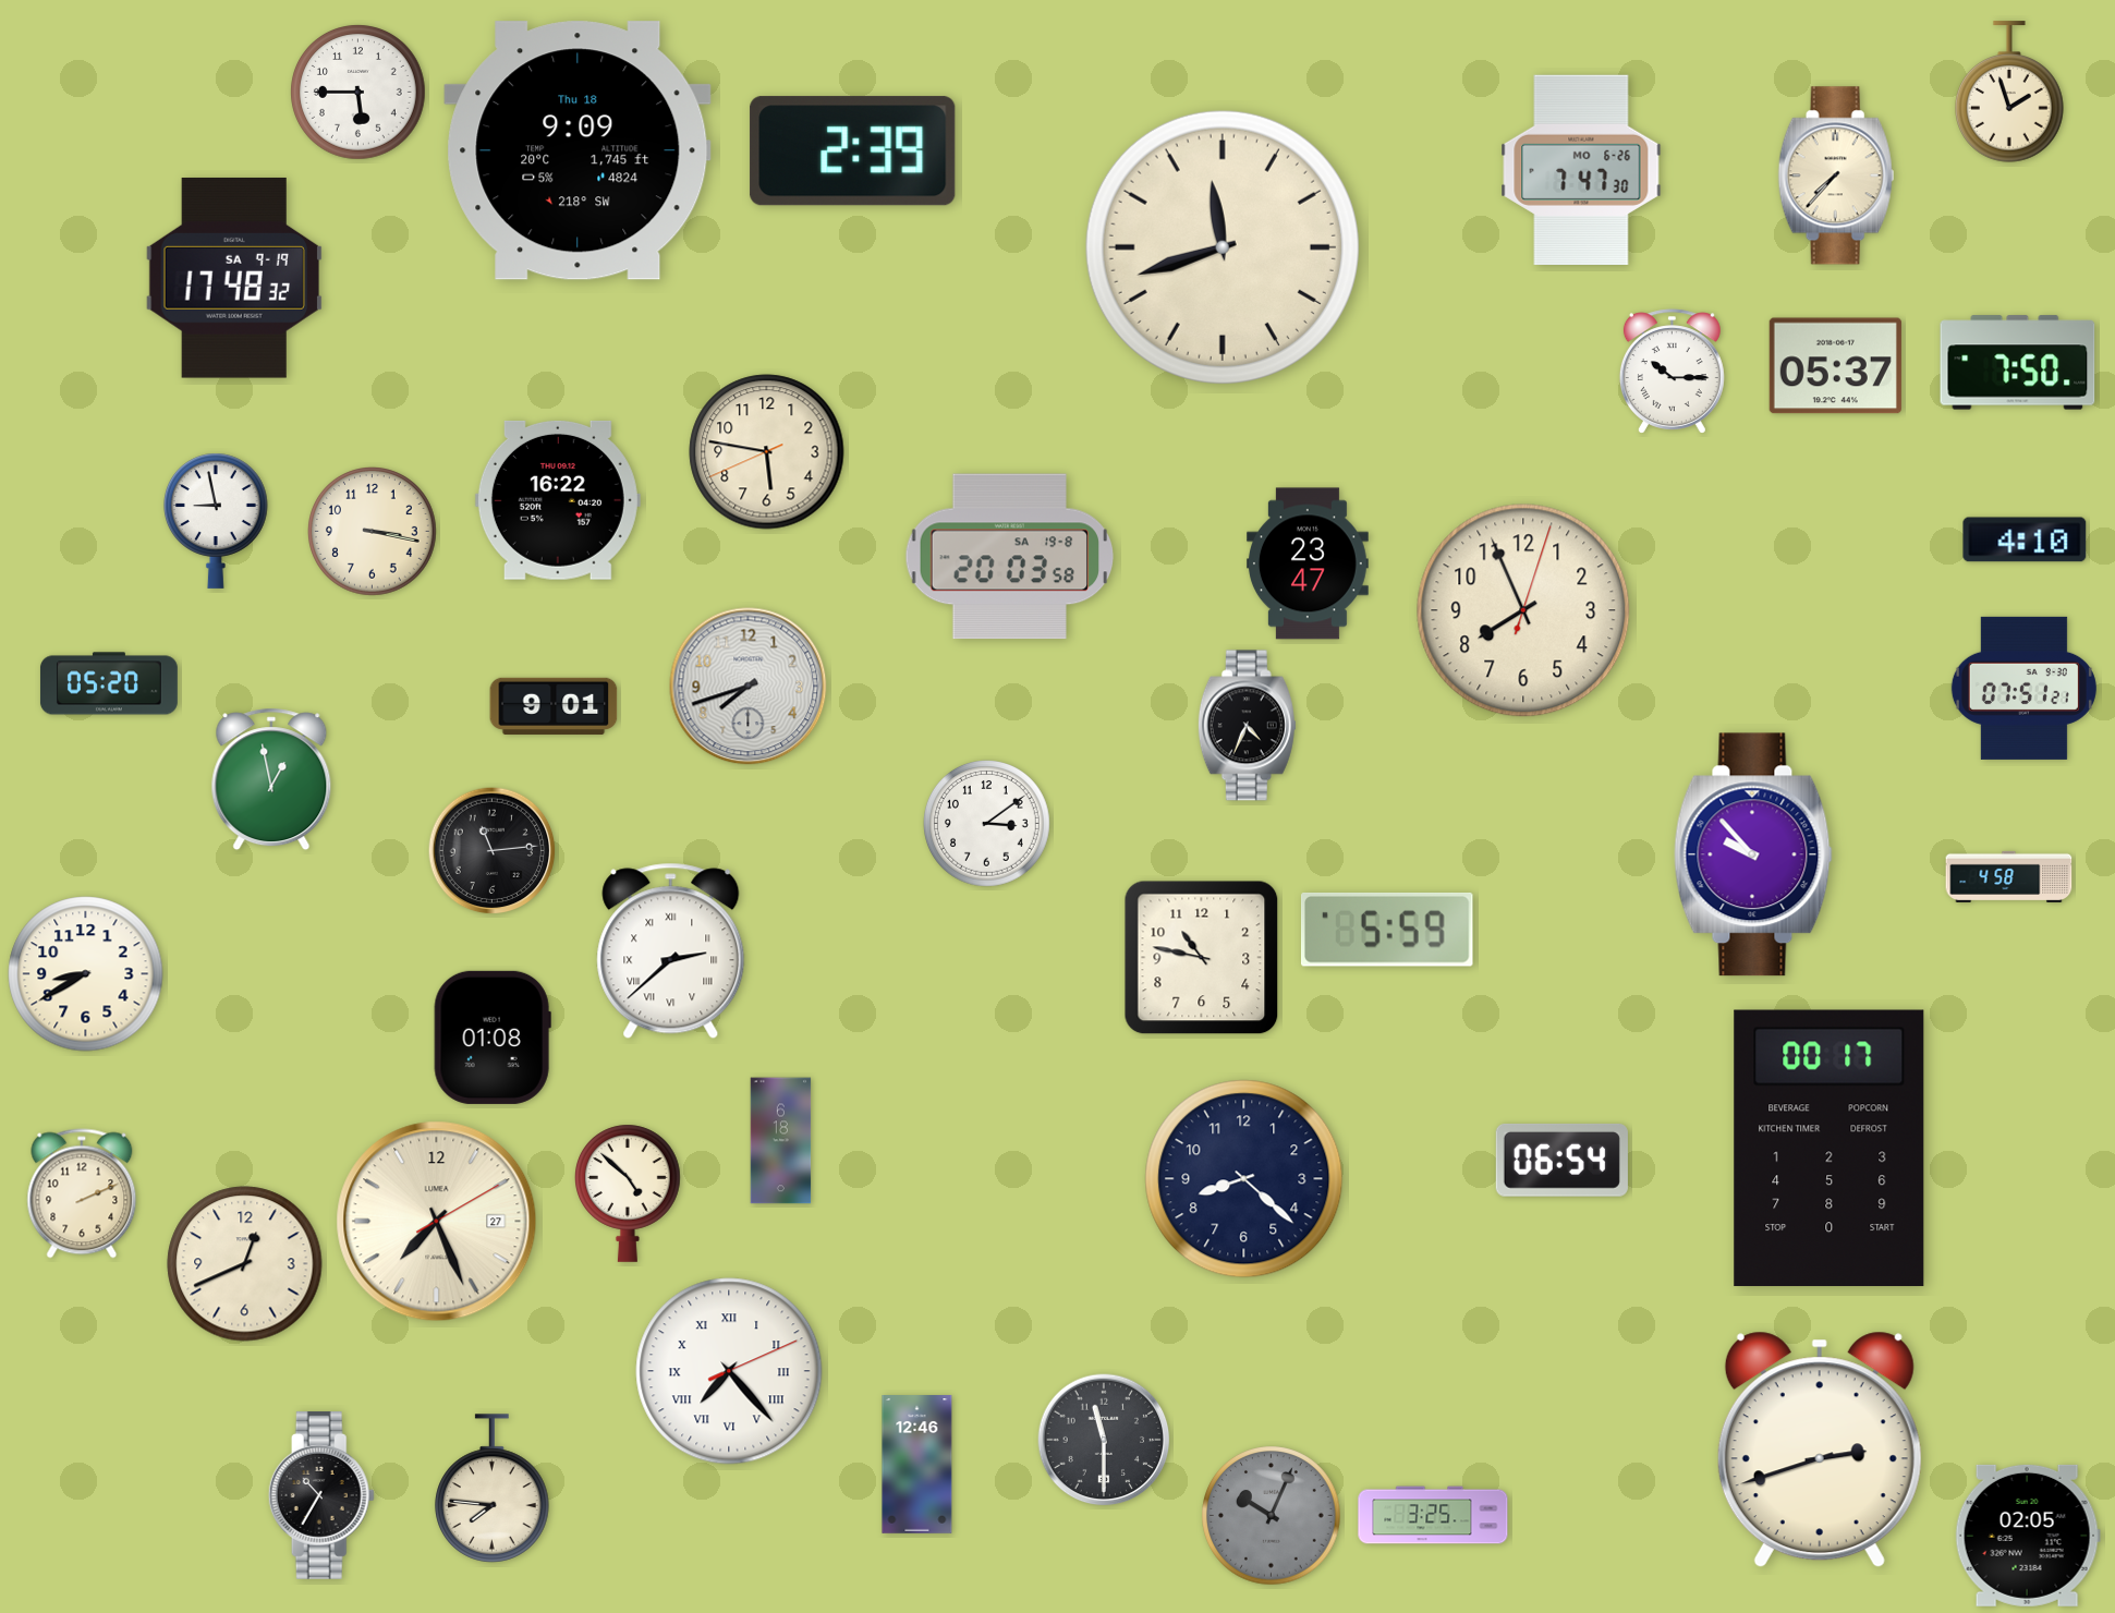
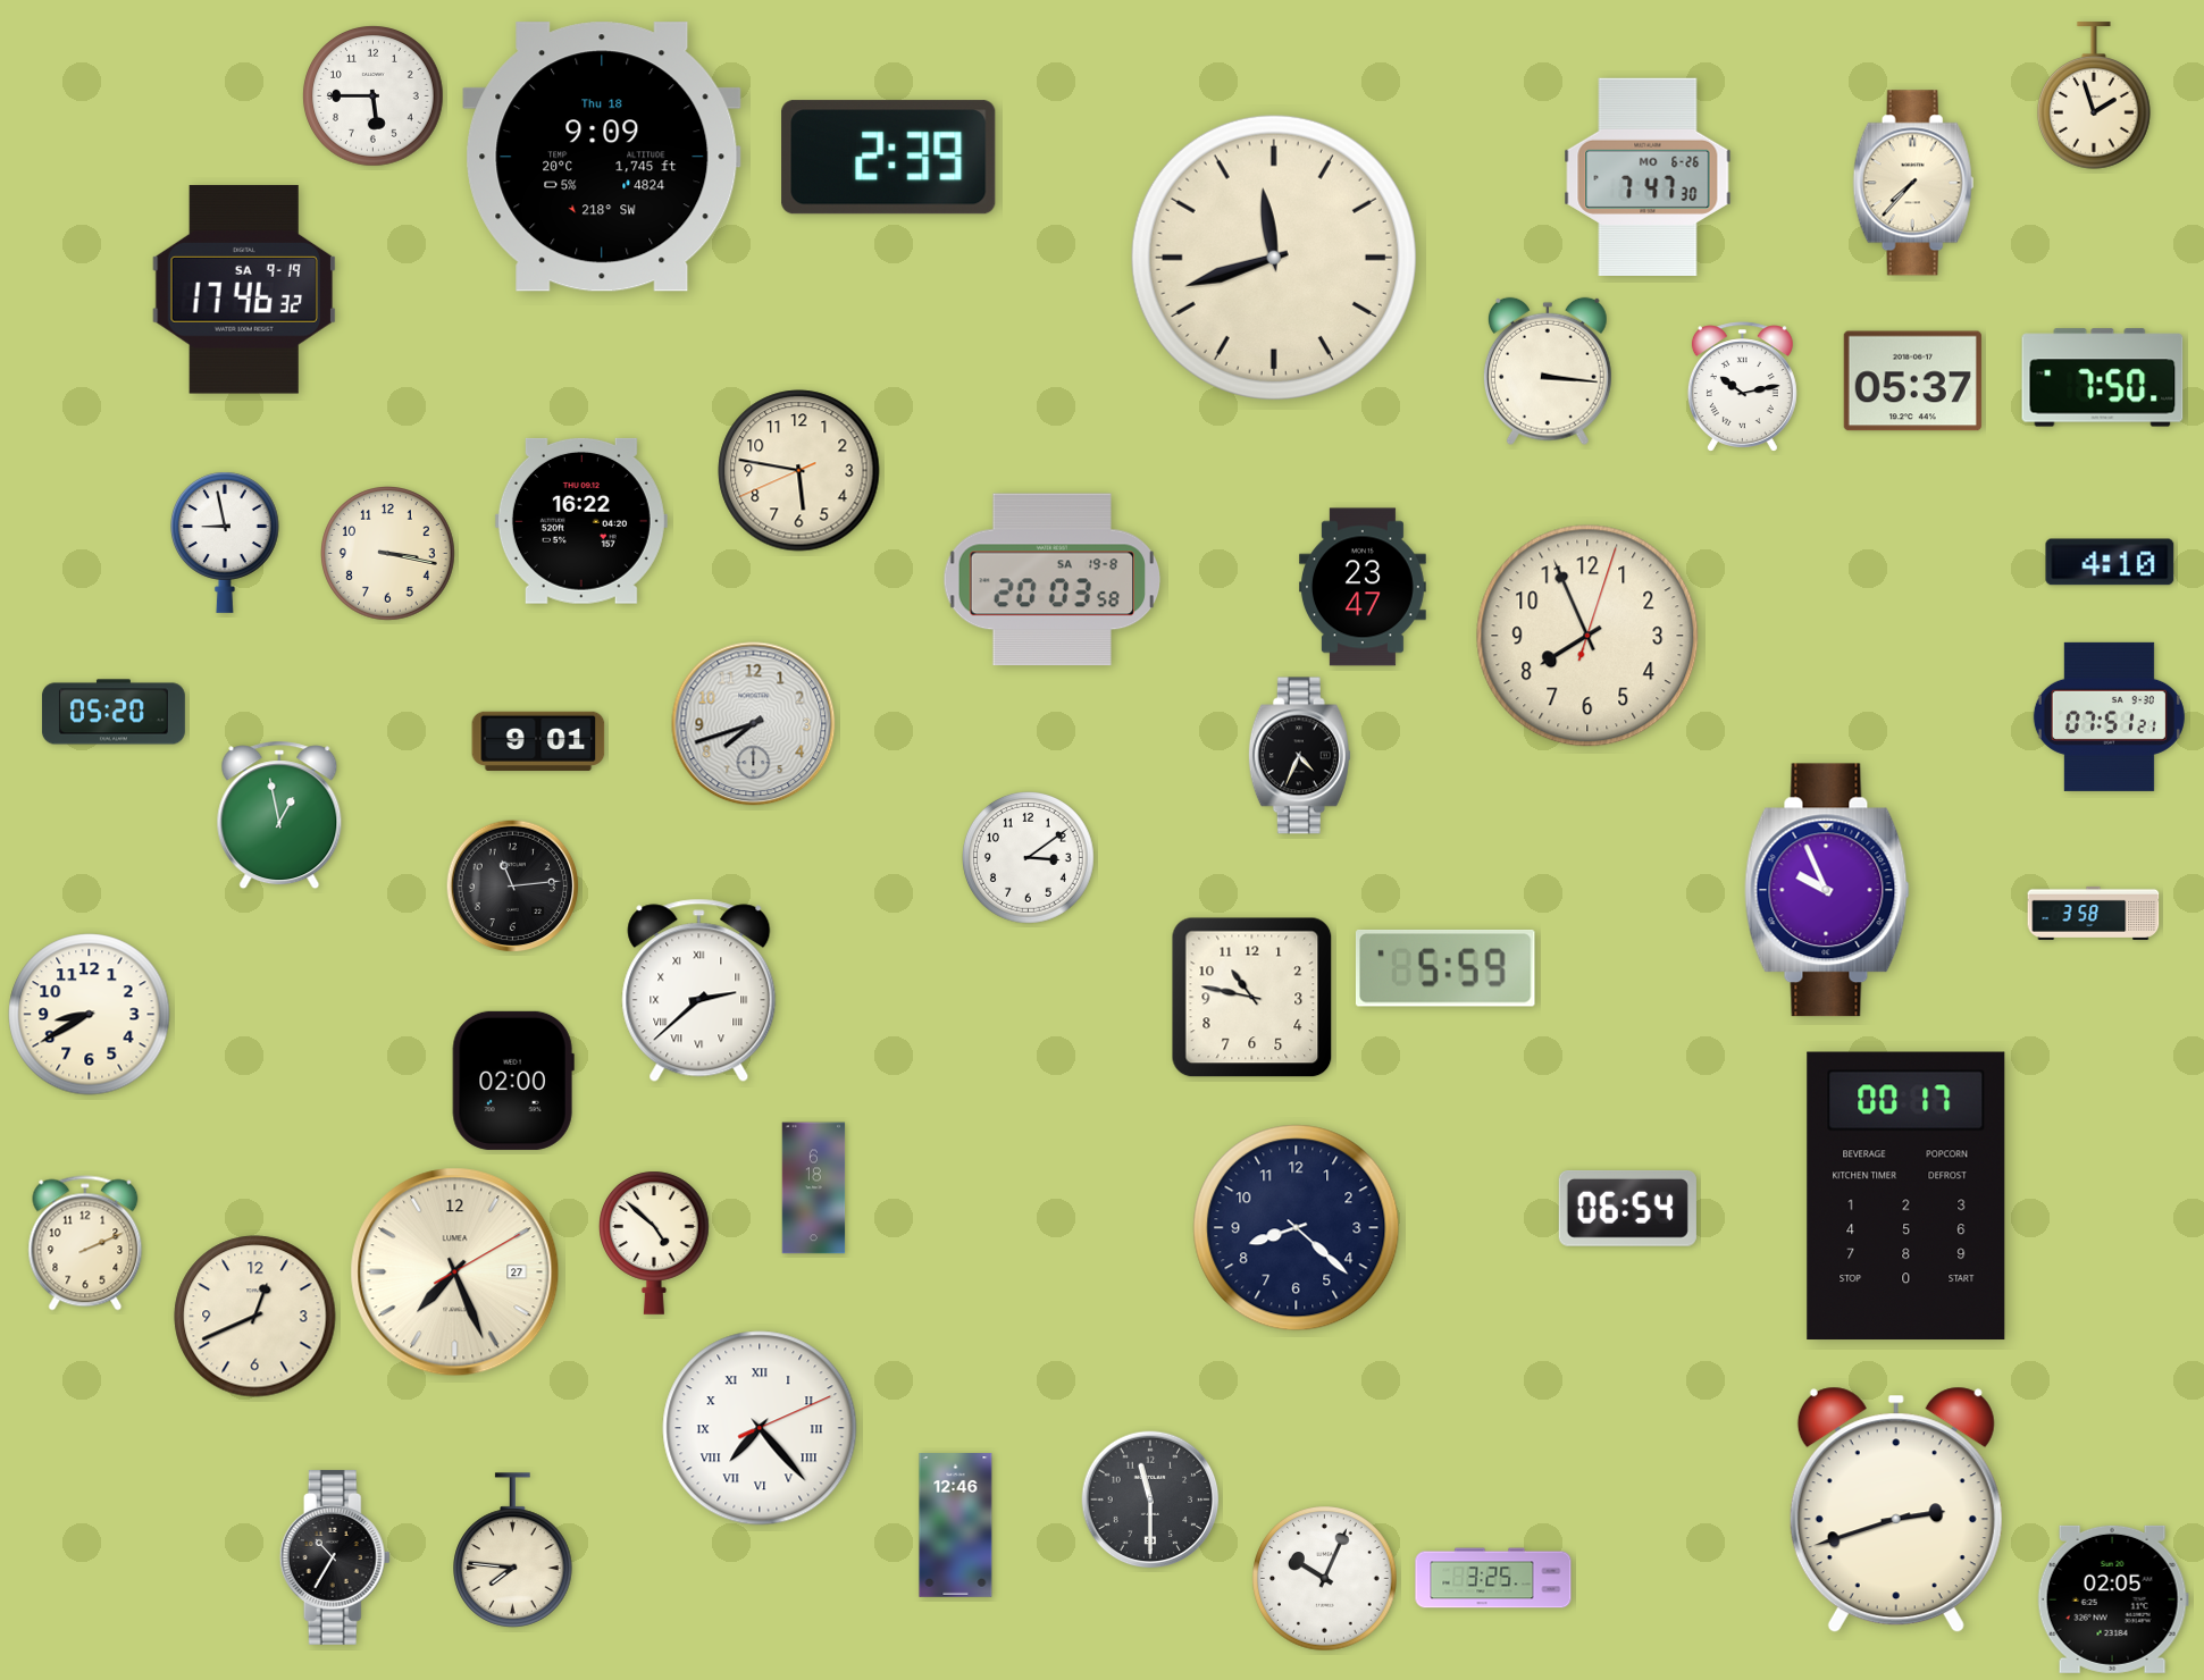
clock at (234, 278): 17:48 -> 17:46
clock at (1548, 371): none -> 3:16
clock at (1672, 372): 10:15 -> 10:13
clock at (749, 687) position: (749, 687) -> (754, 724)
clock at (554, 706) position: (554, 706) -> (538, 741)
clock at (271, 779) position: (271, 779) -> (279, 815)
clock at (1753, 854): 9:53 -> 9:56
clock at (2009, 876): 4:58 -> 3:58
clock at (493, 1038): 01:08 -> 02:00
clock at (1272, 1516) dial: grey -> white
